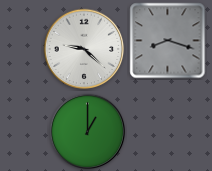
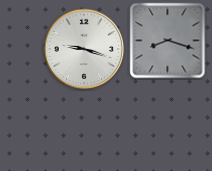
clock at (84, 49): 9:22 -> 9:18
clock at (88, 132): 1:00 -> none
